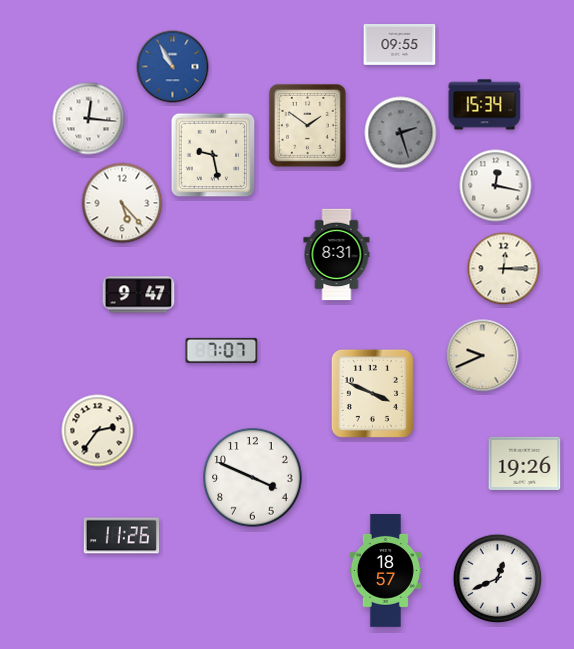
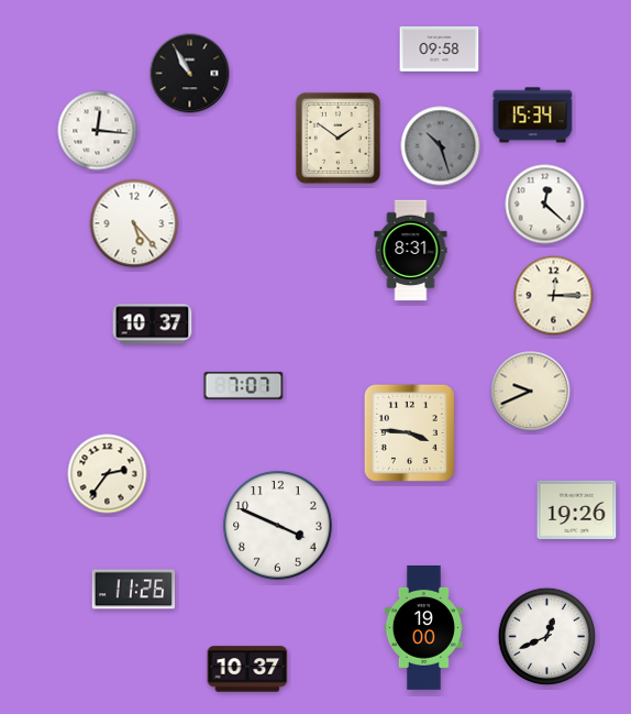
clock at (400, 45): 09:55 -> 09:58
clock at (173, 67) dial: blue -> black
clock at (401, 133): 2:27 -> 10:27
clock at (213, 155): 9:28 -> none
clock at (496, 186): 12:17 -> 12:22
clock at (337, 255) position: (337, 255) -> (411, 251)
clock at (139, 295): 9:47 -> 10:37
clock at (372, 393): 3:49 -> 3:46
clock at (385, 571): 18:57 -> 19:00
clock at (247, 669): none -> 10:37
